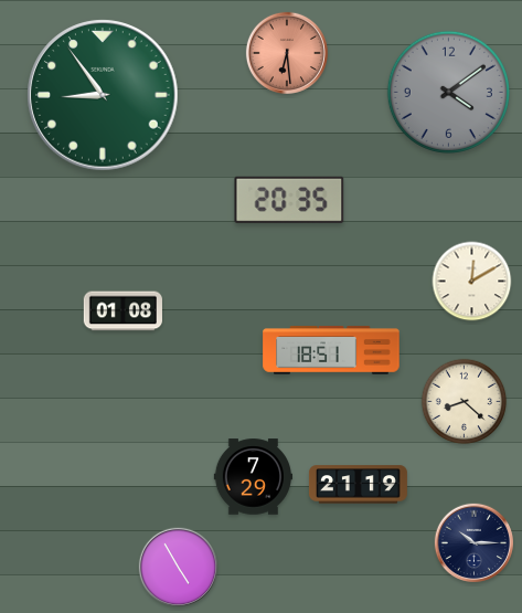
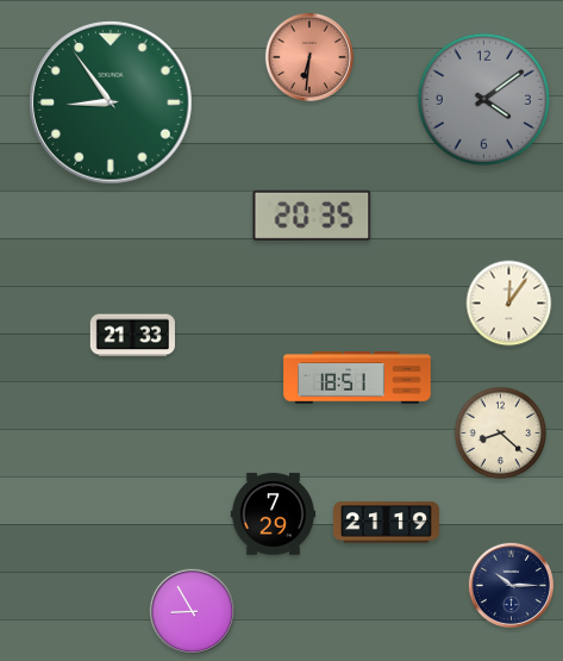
clock at (287, 53): 6:29 -> 6:31
clock at (472, 282): 12:10 -> 12:06
clock at (122, 311): 01:08 -> 21:33
clock at (178, 567): 4:55 -> 8:55
